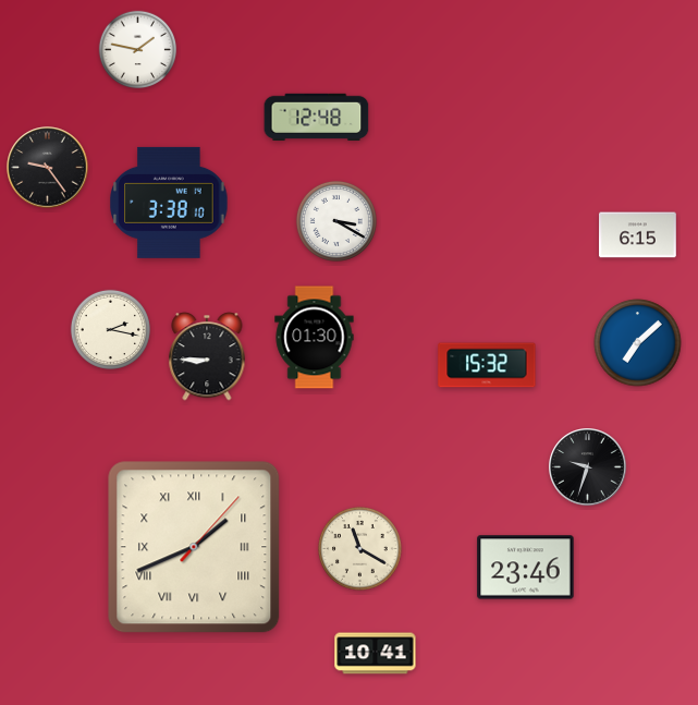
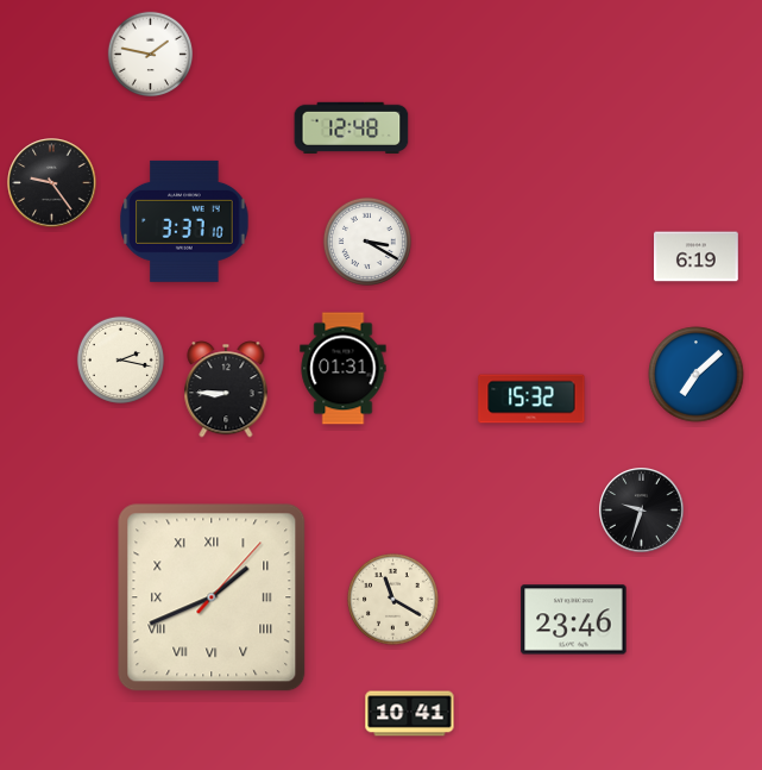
clock at (317, 117) position: (317, 117) -> (352, 127)
clock at (169, 203): 3:38 -> 3:37
clock at (638, 235): 6:15 -> 6:19
clock at (315, 338): 01:30 -> 01:31
